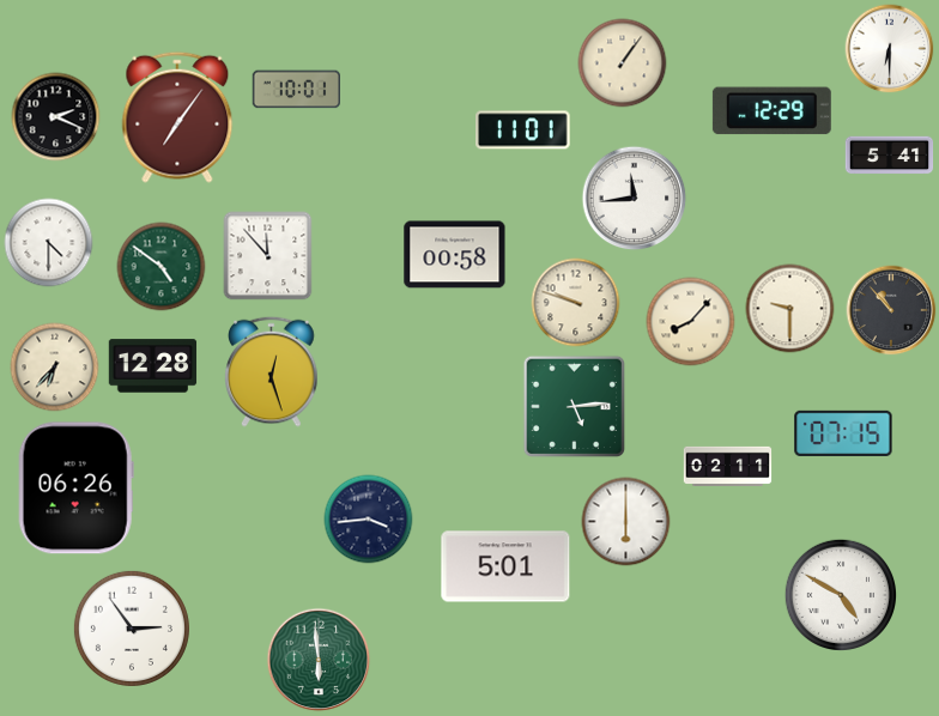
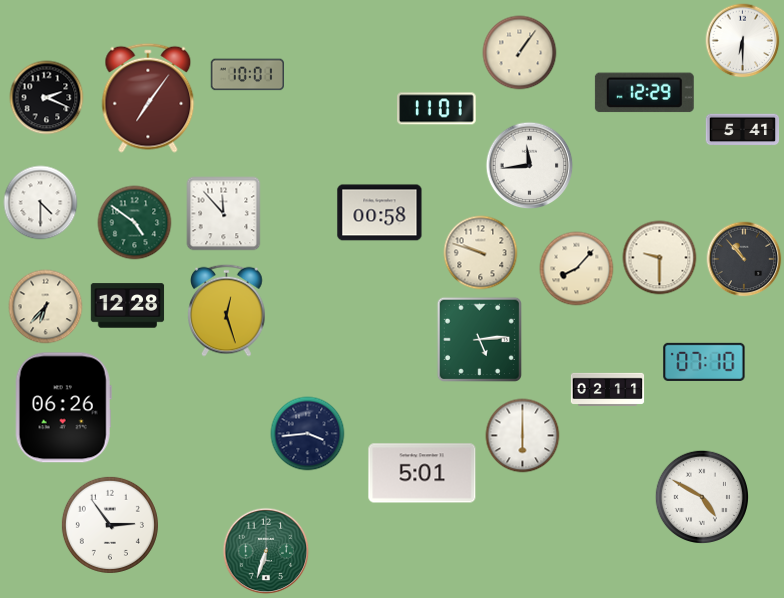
clock at (843, 433): 07:15 -> 07:10
clock at (319, 660): 5:59 -> 6:33
